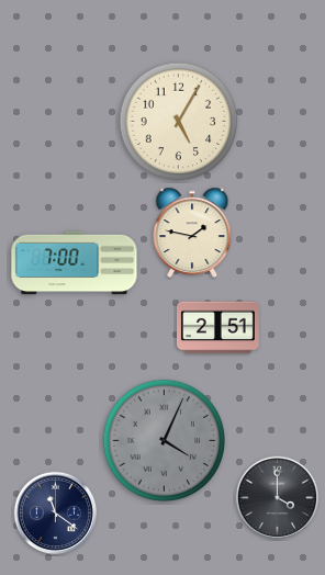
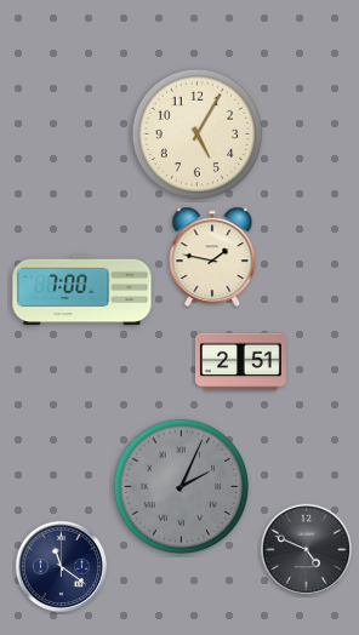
clock at (165, 441): 4:04 -> 2:04
clock at (278, 498): 4:00 -> 4:49
